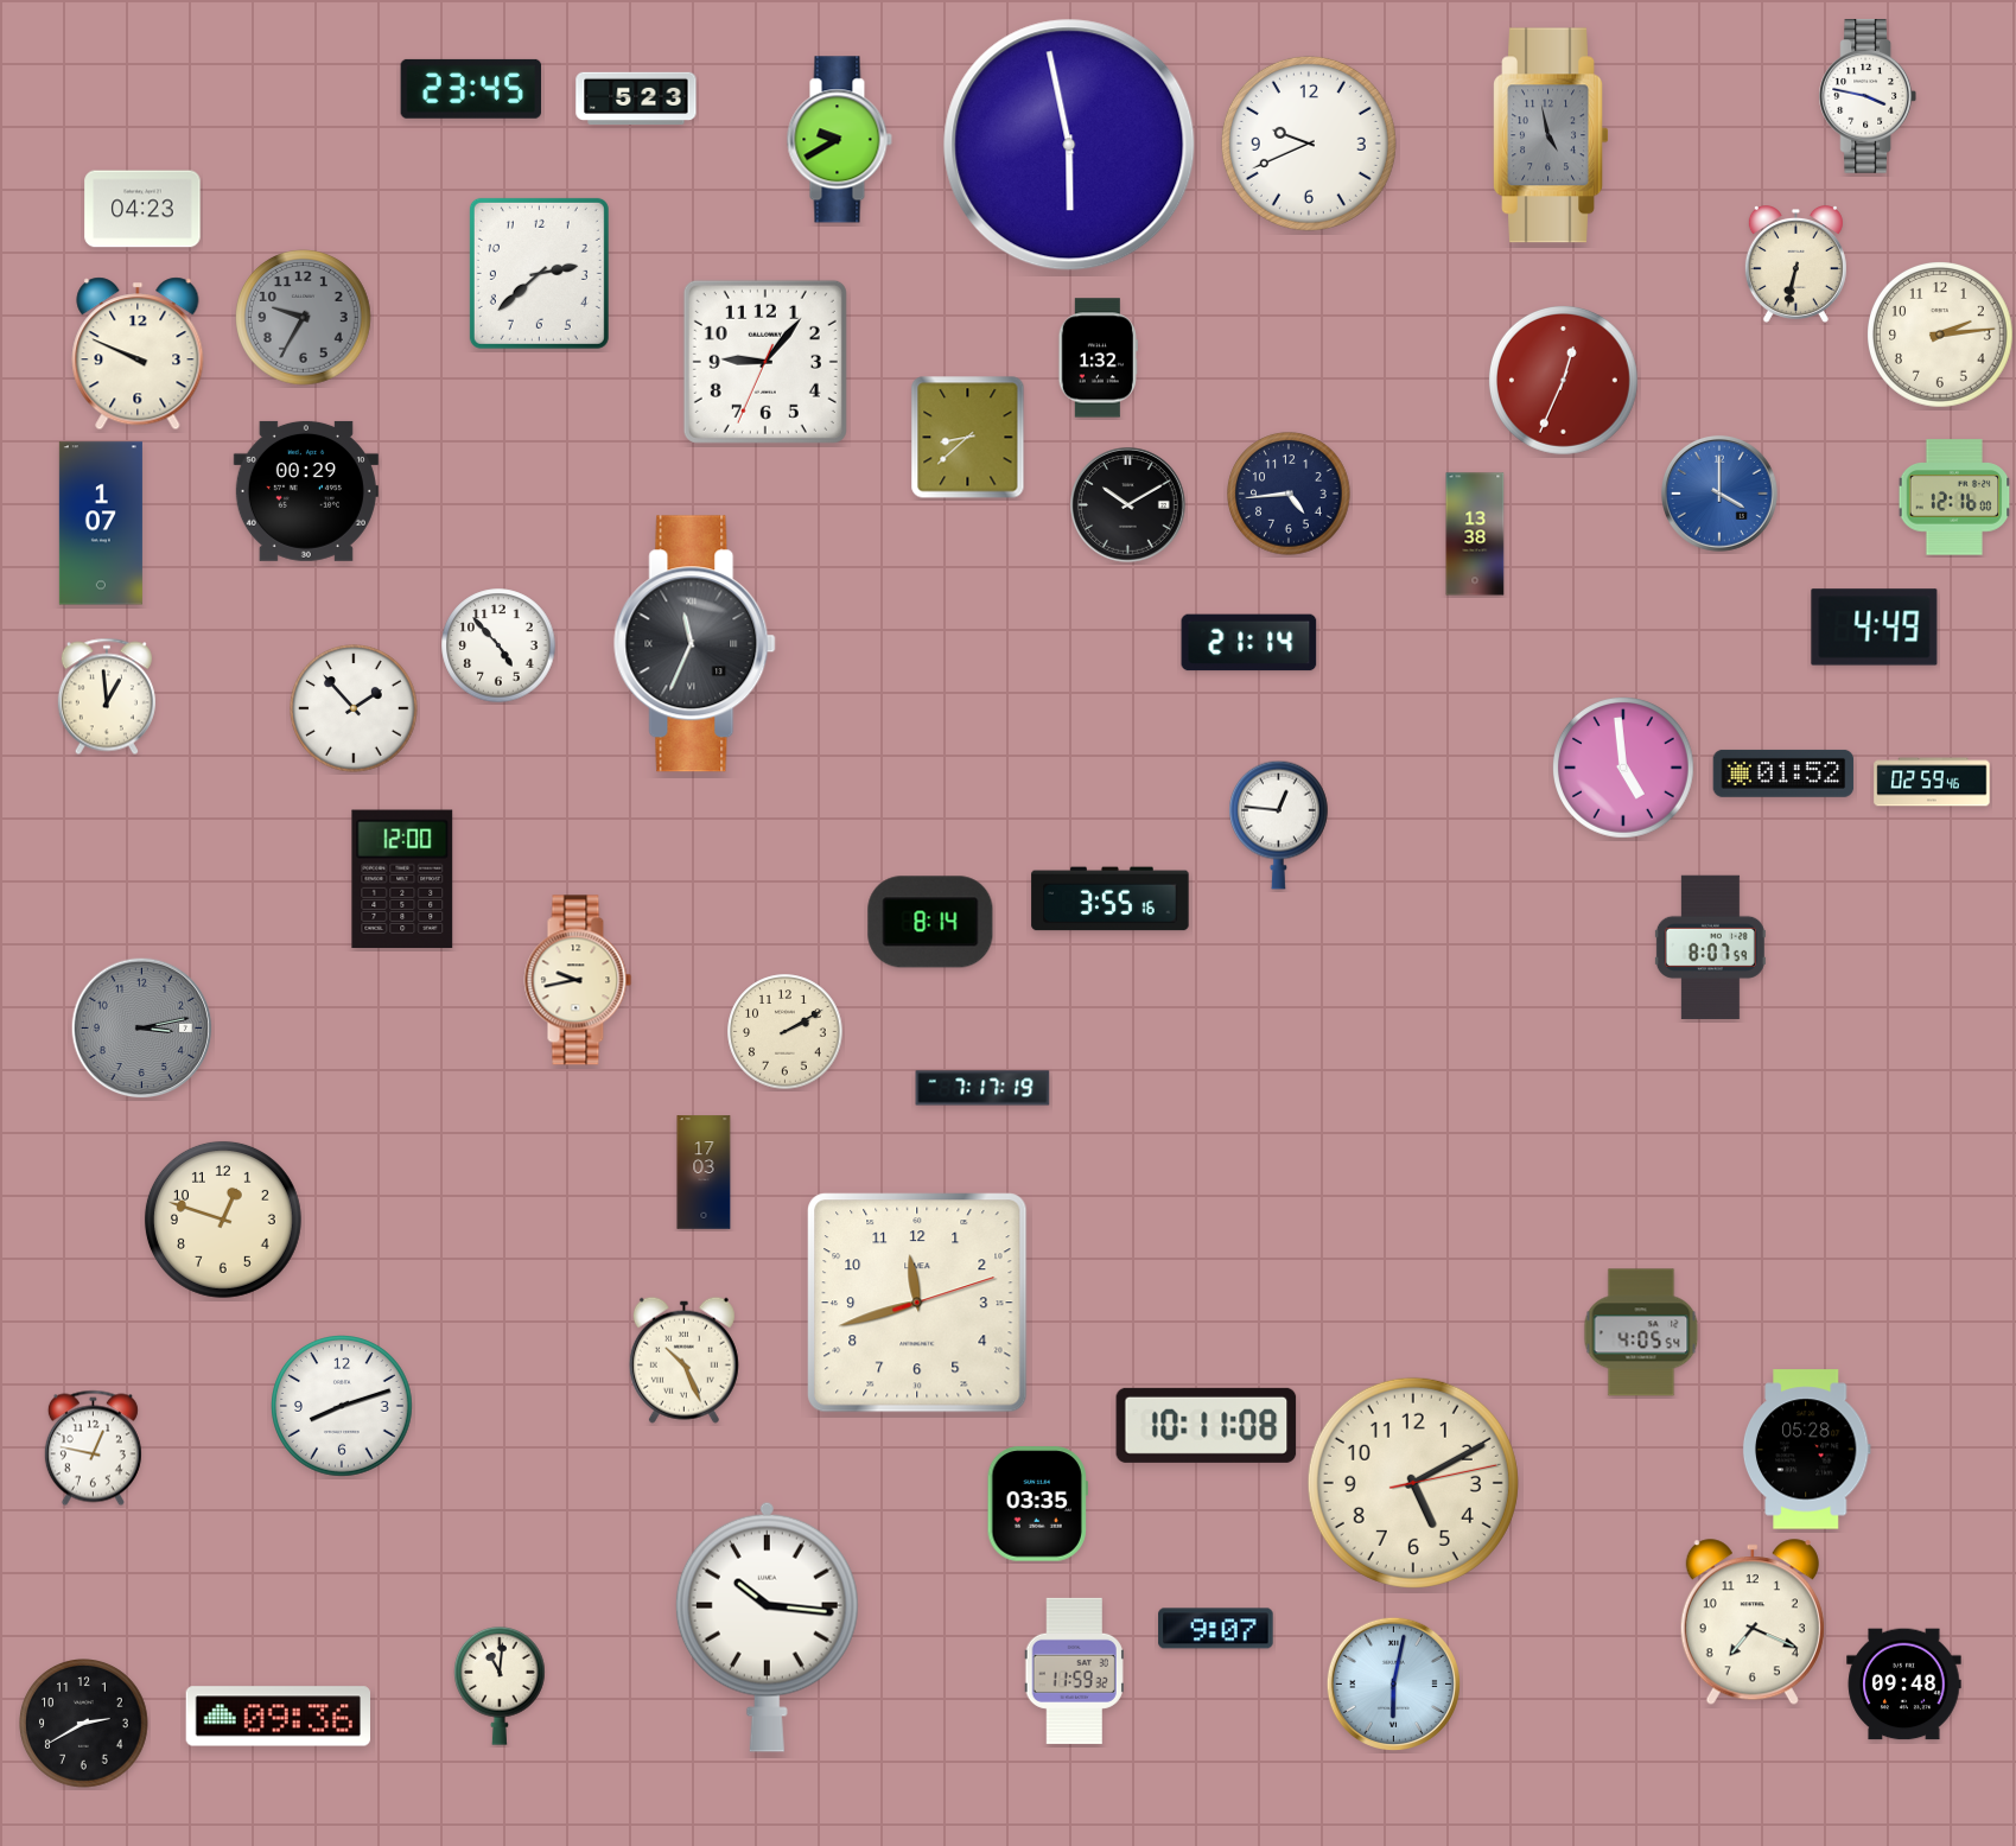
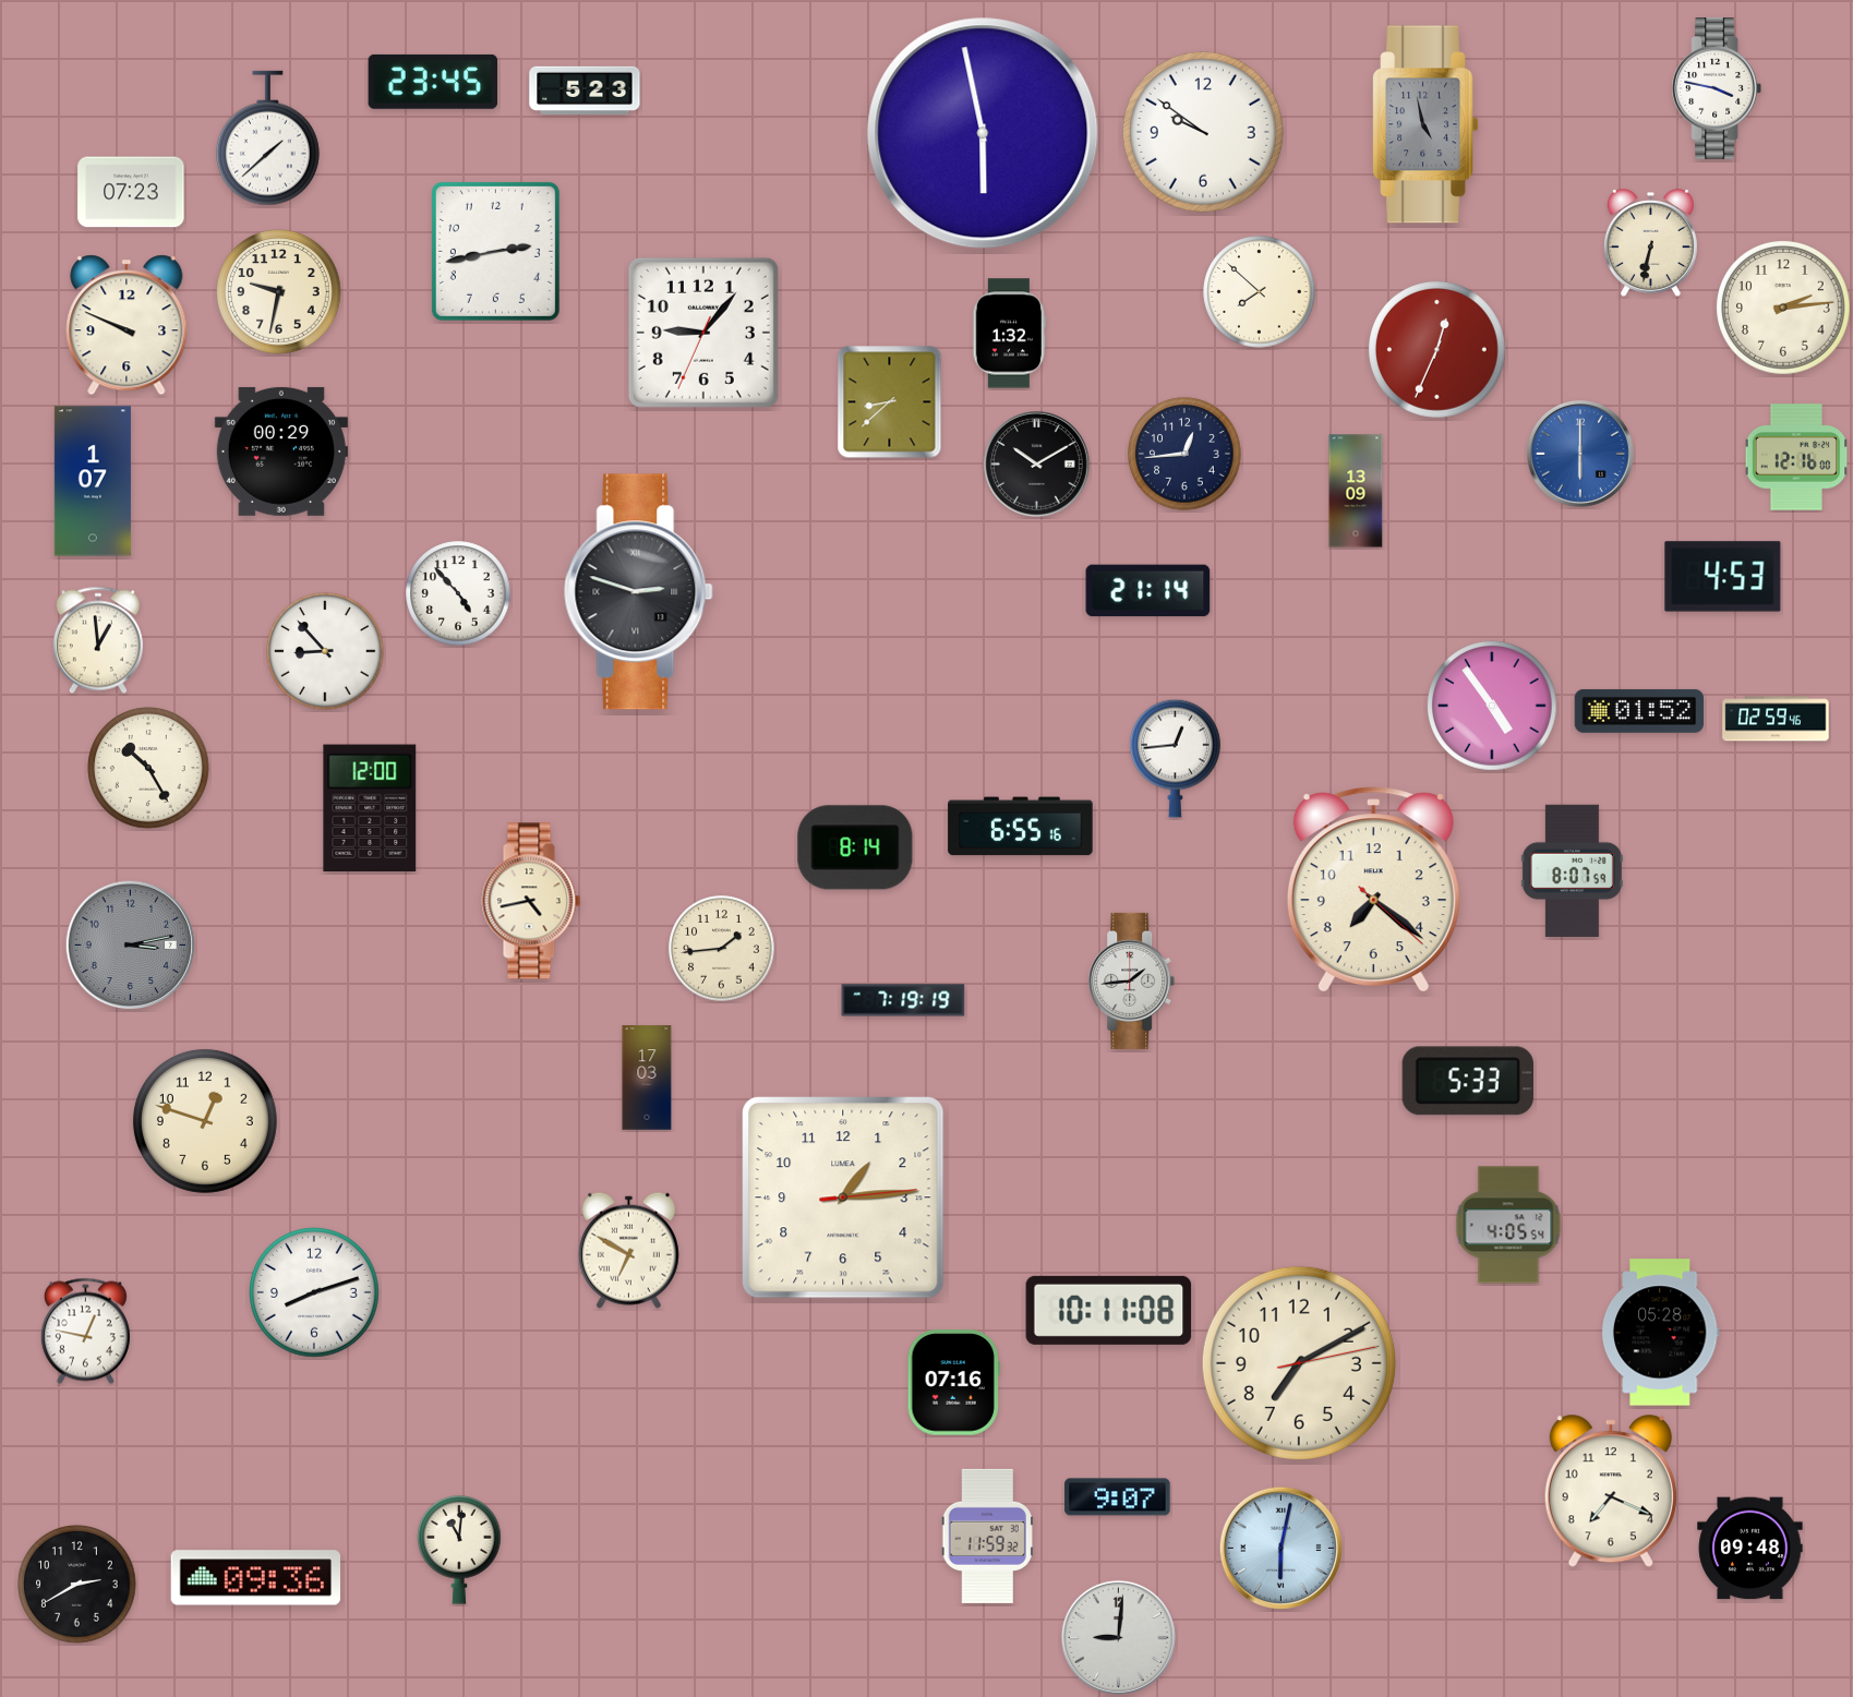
clock at (839, 140): 9:40 -> none
clock at (1309, 144): 9:41 -> 9:51
clock at (267, 139): none -> 1:38
clock at (142, 209): 04:23 -> 07:23
clock at (539, 273): 2:38 -> 2:43
clock at (304, 318): 9:35 -> 9:32
clock at (304, 318) dial: grey -> cream
clock at (1260, 292): none -> 7:52
clock at (1098, 358) position: (1098, 358) -> (1009, 334)
clock at (1289, 494): 4:44 -> 12:44
clock at (1721, 495): 4:00 -> 6:00
clock at (1475, 534): 13:38 -> 13:09
clock at (1875, 628): 4:49 -> 4:53
clock at (695, 644): 11:34 -> 2:48
clock at (354, 708): 1:53 -> 8:53
clock at (1624, 769): 4:59 -> 4:54
clock at (1279, 825): 12:46 -> 12:44
clock at (148, 768): none -> 10:25
clock at (1111, 899): 3:55 -> 6:55
clock at (1373, 890): none -> 7:21
clock at (578, 980): 9:43 -> 4:43
clock at (786, 1032): 2:10 -> 1:44
clock at (1132, 980): none -> 1:44
clock at (982, 1088): 7:17 -> 7:19
clock at (1468, 1081): none -> 5:33
clock at (917, 1303): 11:42 -> 1:14
clock at (683, 1360): 10:26 -> 6:50
clock at (1413, 1483): 5:10 -> 7:10
clock at (1037, 1504): 03:35 -> 07:16
clock at (767, 1627): 10:16 -> none
clock at (1118, 1637): none -> 9:01
